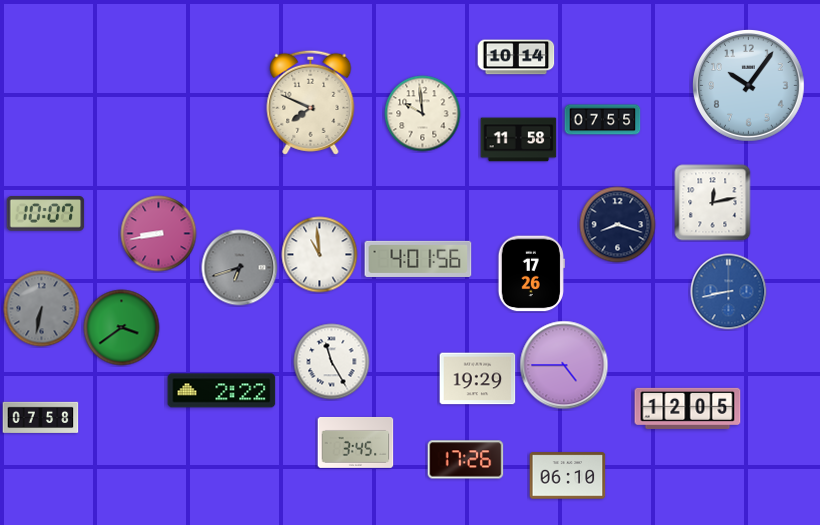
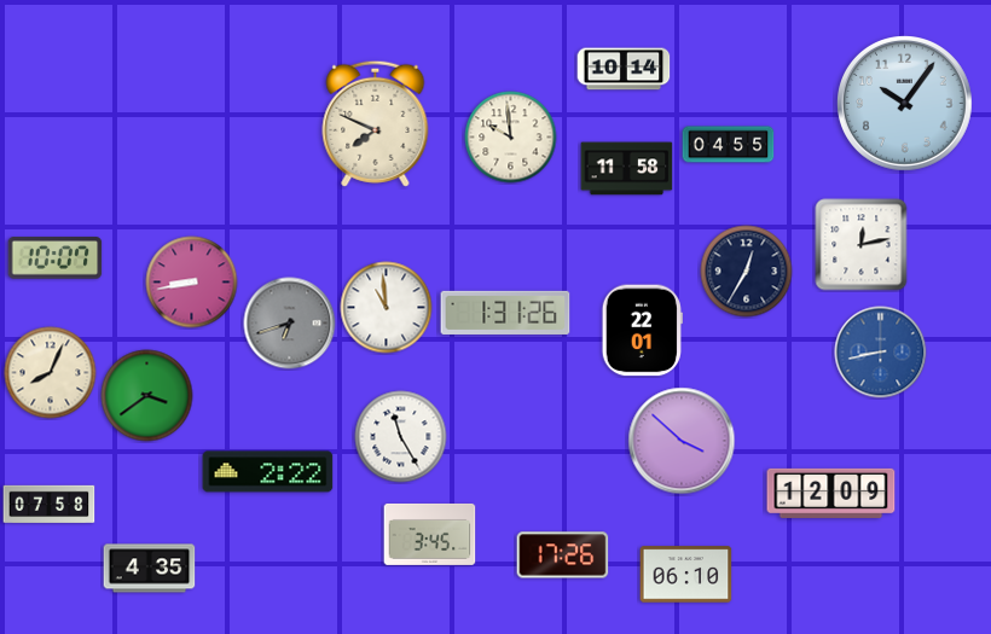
clock at (603, 120): 07:55 -> 04:55
clock at (618, 225): 8:18 -> 12:35
clock at (418, 259): 4:01 -> 1:31
clock at (531, 274): 17:26 -> 22:01
clock at (42, 309): 6:32 -> 8:04
clock at (42, 309) dial: grey -> cream
clock at (564, 365): 4:45 -> 3:52
clock at (478, 379): 19:29 -> none
clock at (688, 408): 12:05 -> 12:09
clock at (150, 569): none -> 4:35
